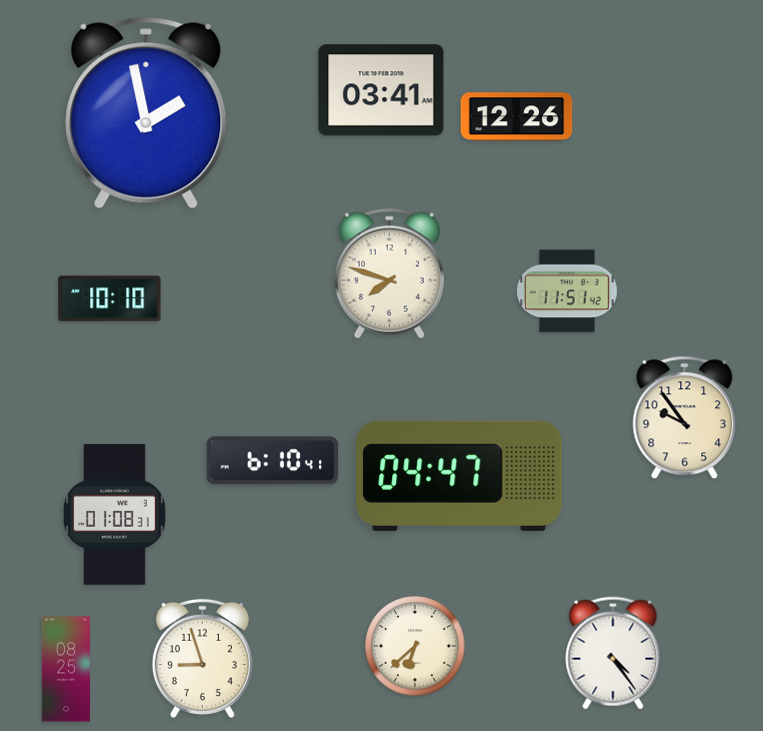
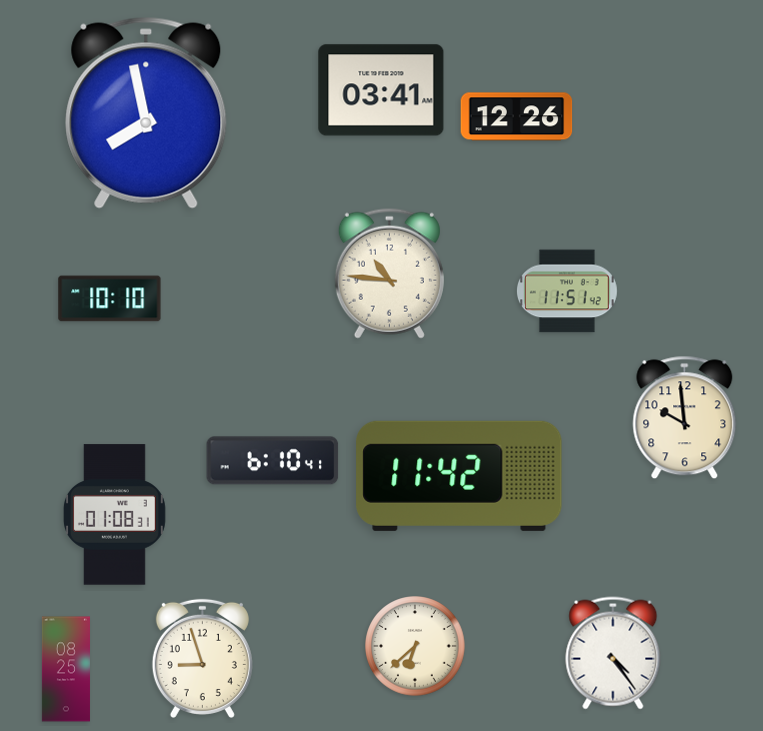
clock at (146, 113): 1:58 -> 7:58
clock at (389, 273): 7:48 -> 10:46
clock at (685, 418): 9:54 -> 9:59
clock at (459, 476): 04:47 -> 11:42
